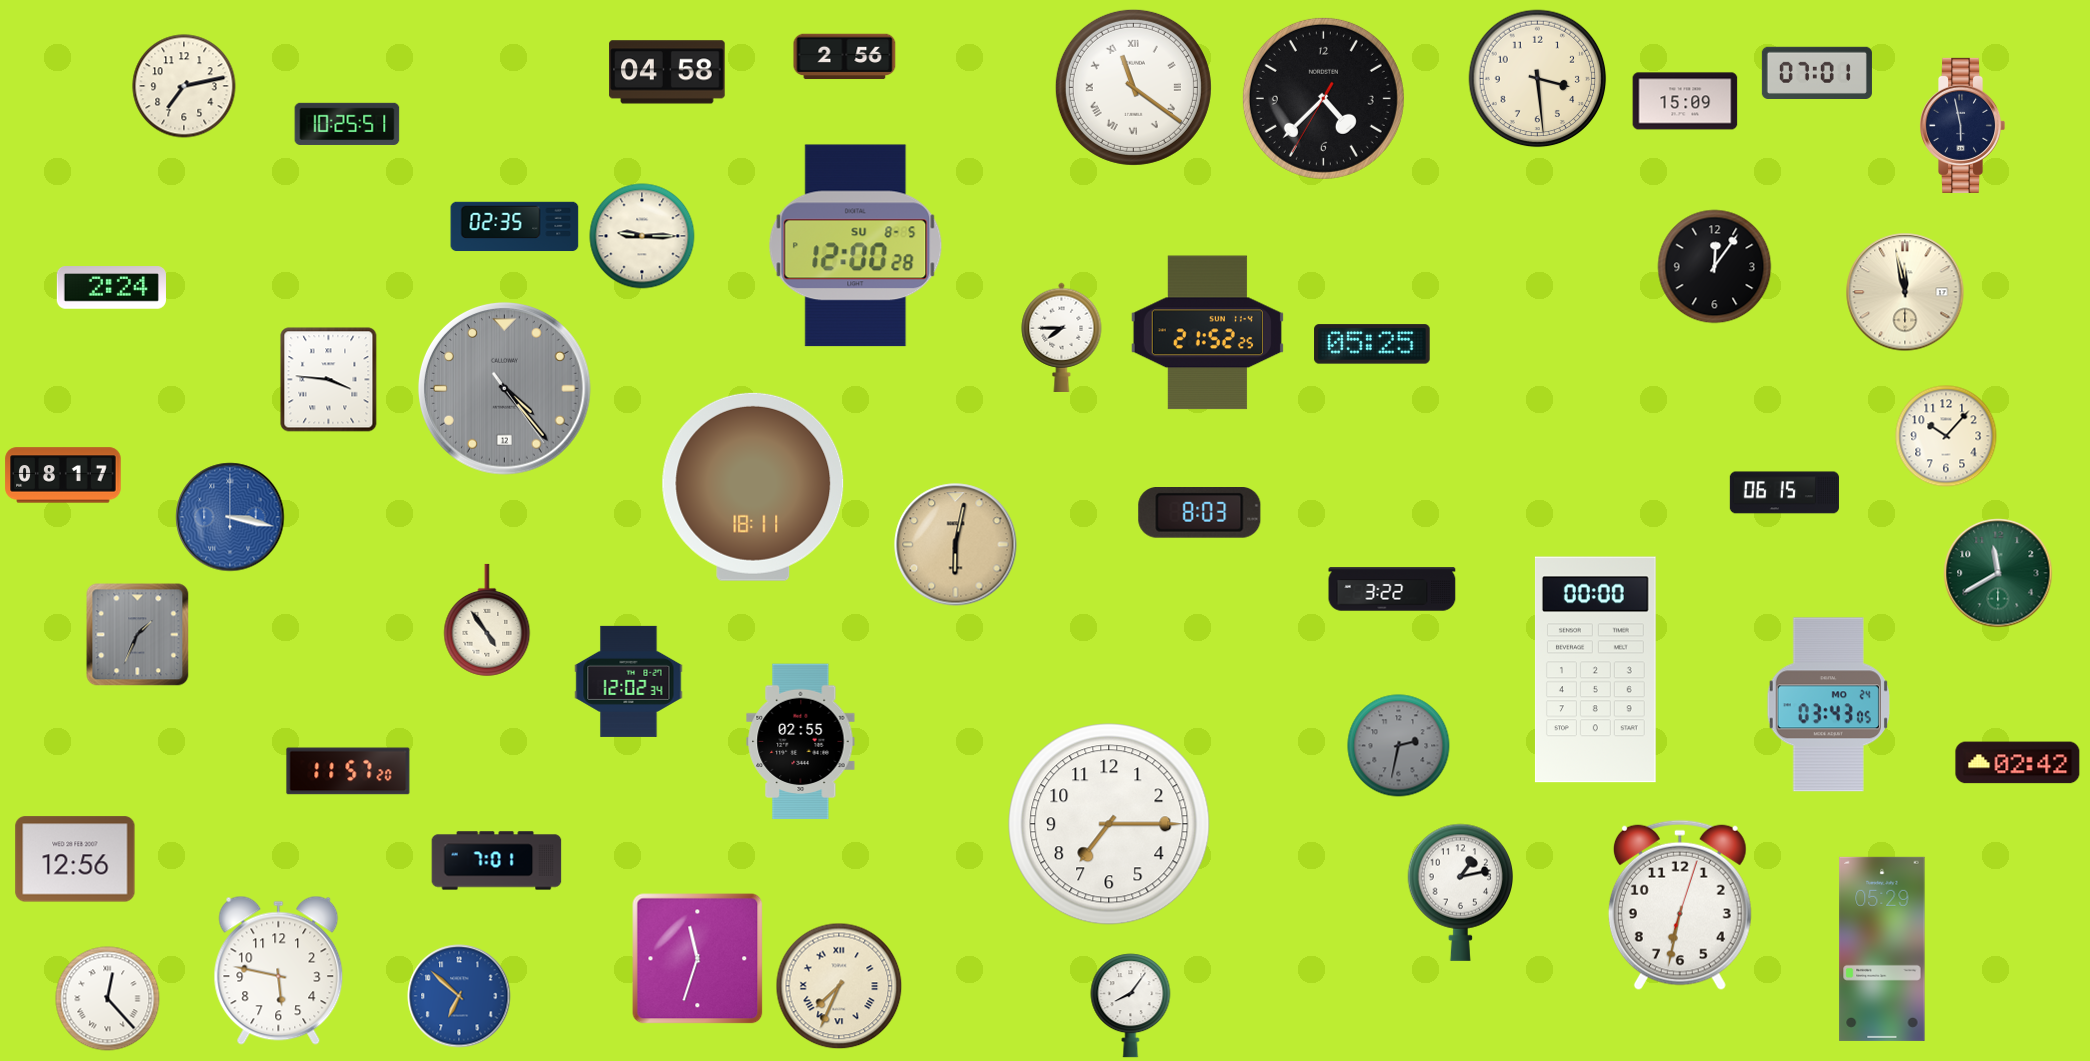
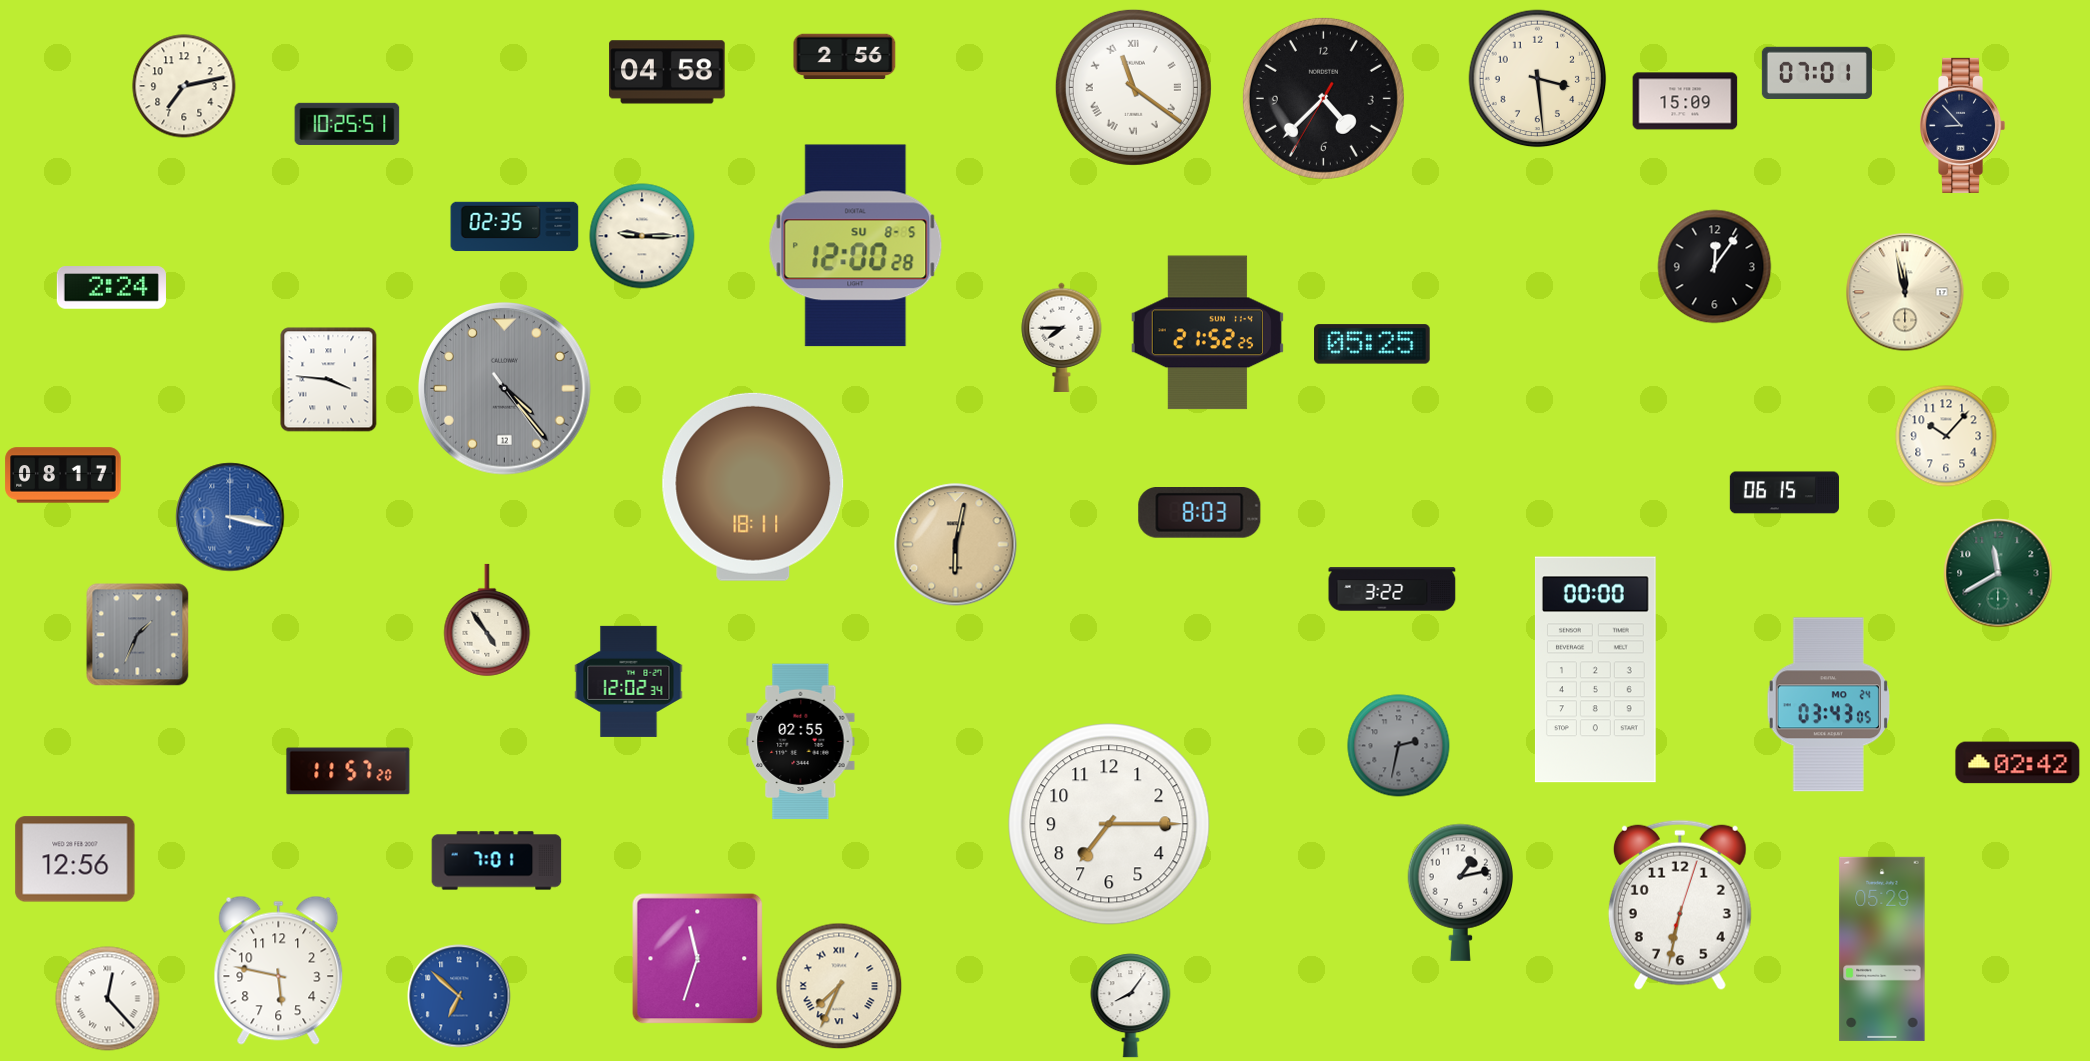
clock at (1963, 125): 5:58 -> 8:53
